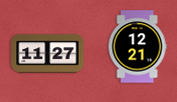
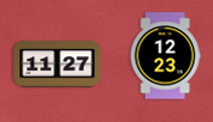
clock at (137, 47): 12:21 -> 12:23
